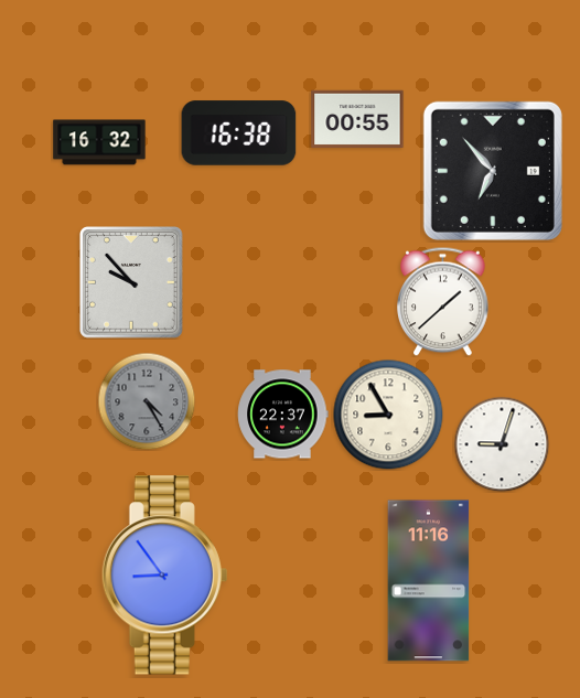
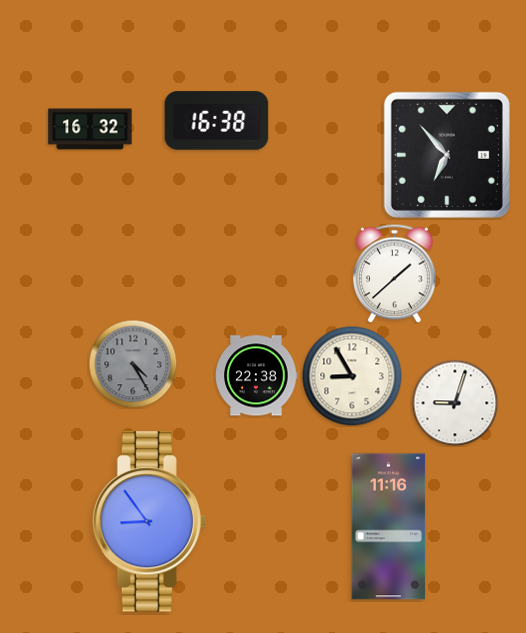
clock at (357, 119): 00:55 -> none
clock at (132, 282): 9:53 -> none
clock at (443, 301) position: (443, 301) -> (395, 273)
clock at (283, 415): 22:37 -> 22:38
